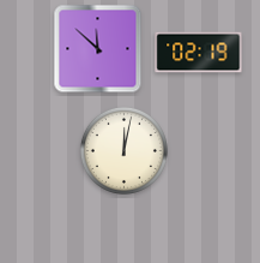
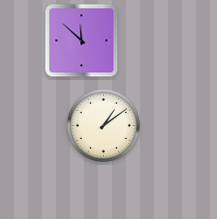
clock at (199, 53): 02:19 -> none
clock at (123, 150): 12:02 -> 1:09
